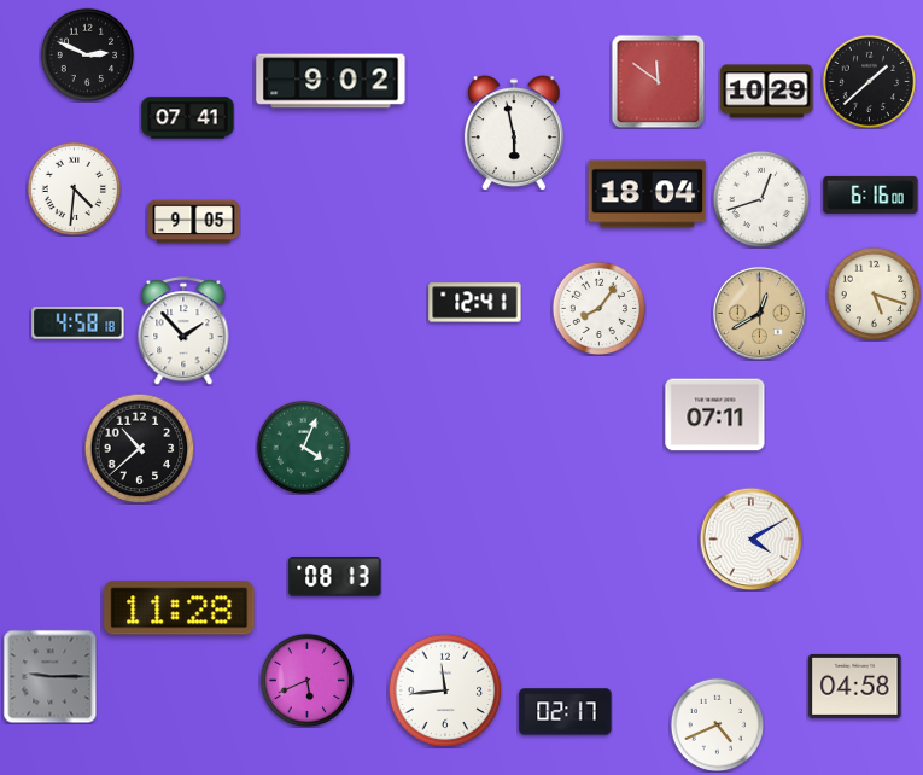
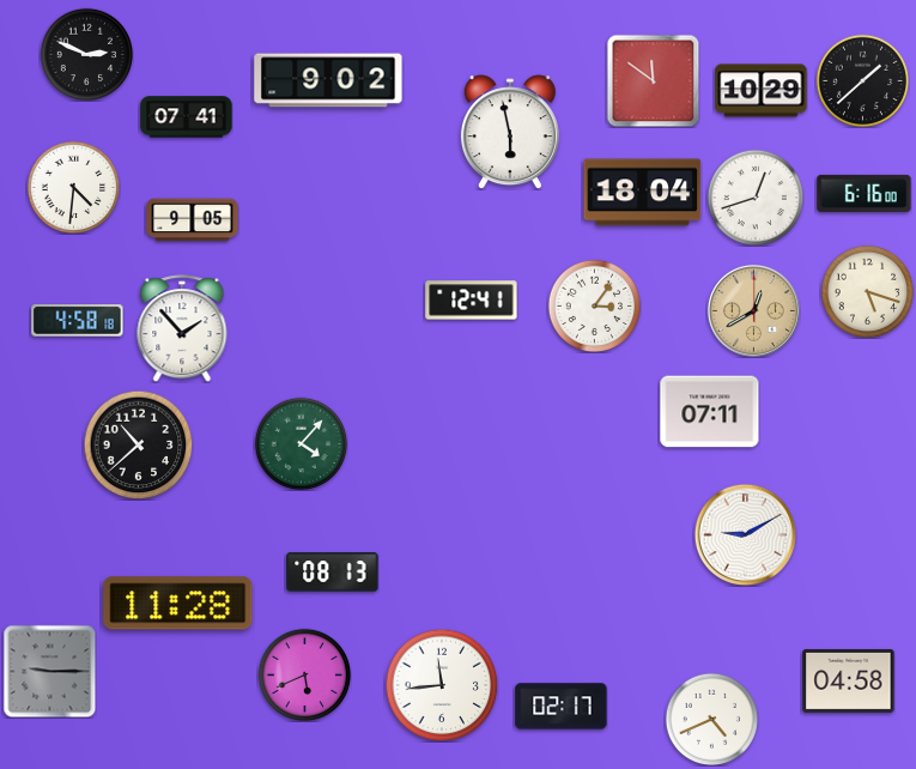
clock at (598, 308): 8:06 -> 3:06
clock at (303, 447): 4:04 -> 4:07
clock at (750, 538): 4:10 -> 9:10
